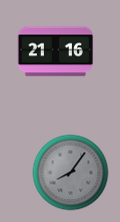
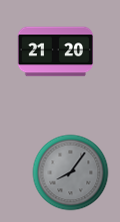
clock at (55, 52): 21:16 -> 21:20
